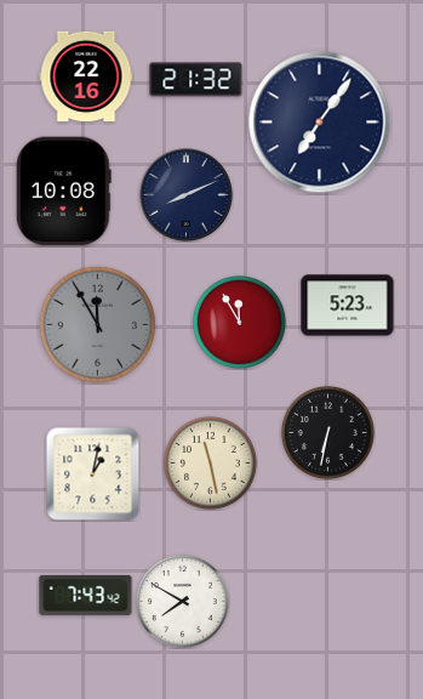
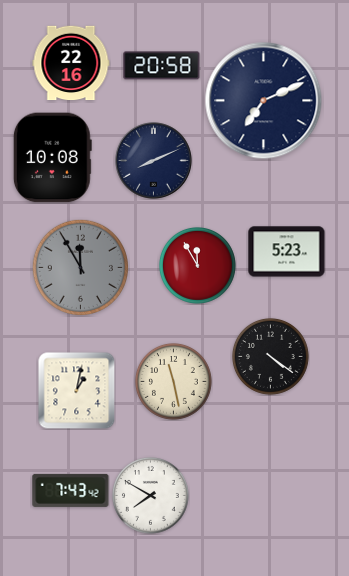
clock at (196, 80): 21:32 -> 20:58
clock at (320, 123): 7:06 -> 7:11
clock at (327, 432): 6:32 -> 4:21
